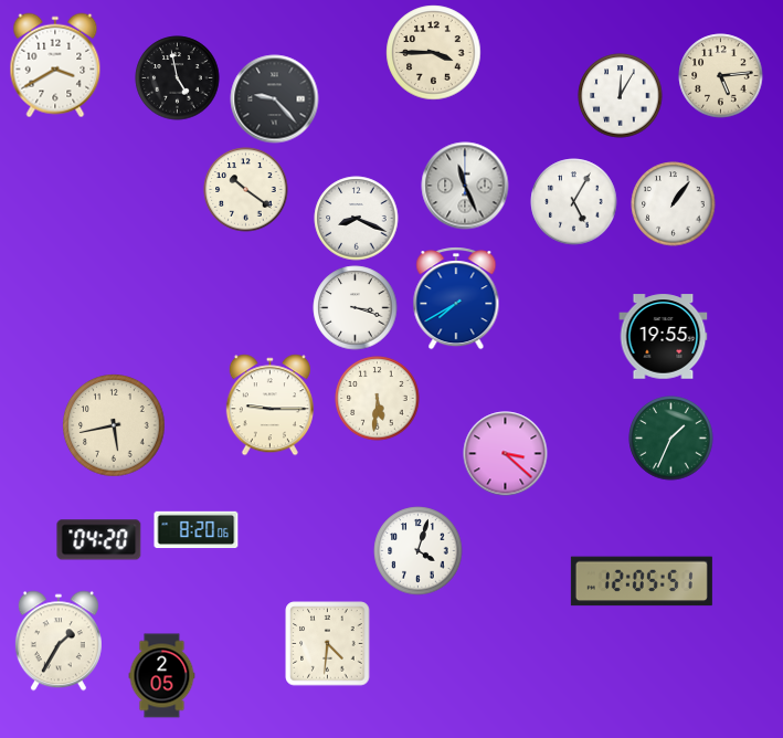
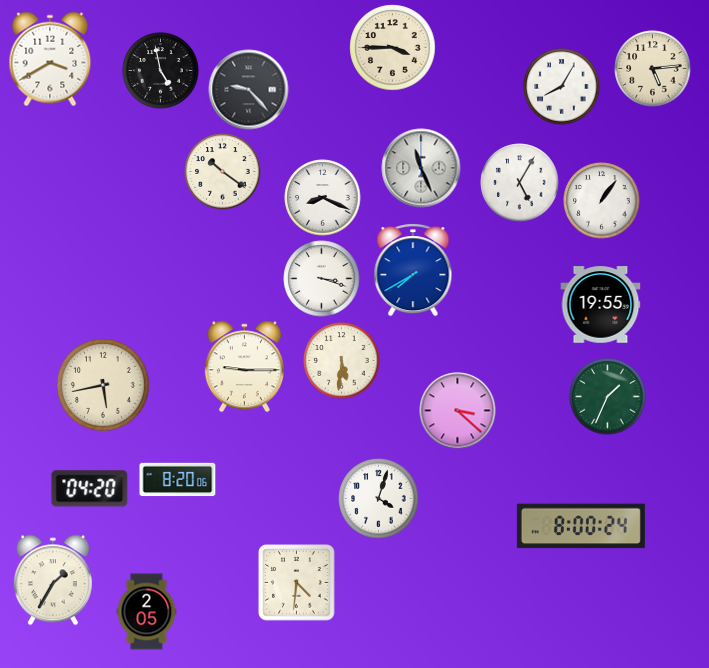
clock at (621, 96): 12:05 -> 8:05
clock at (674, 204) position: (674, 204) -> (602, 201)
clock at (642, 581): 12:05 -> 8:00
